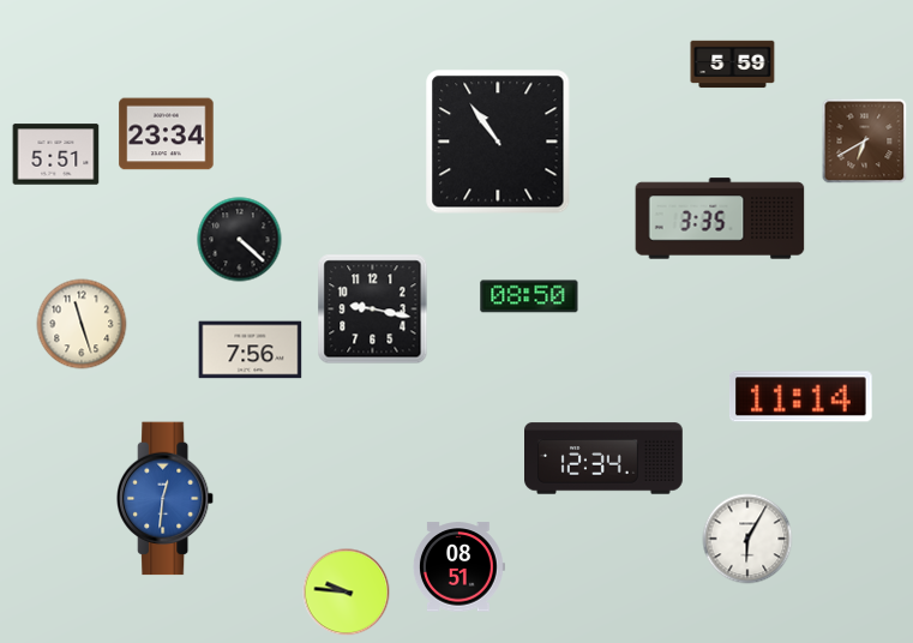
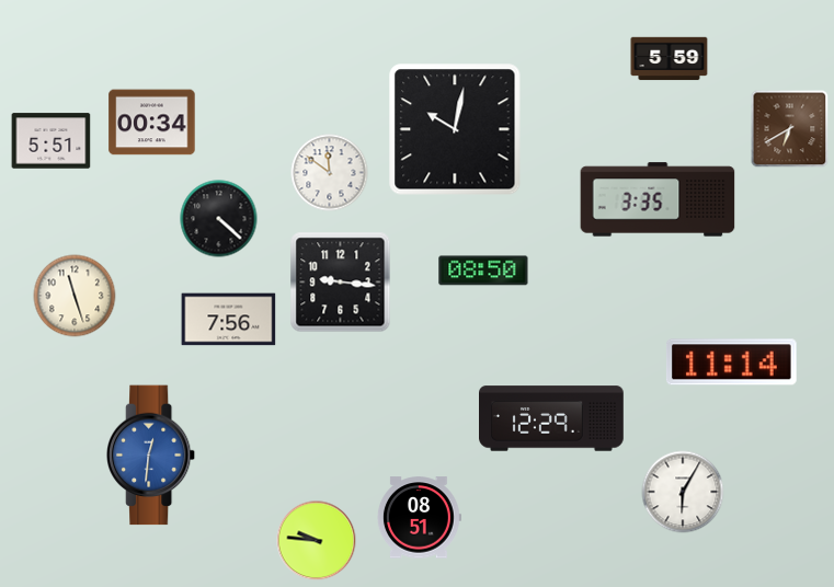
clock at (167, 134): 23:34 -> 00:34
clock at (498, 142): 10:54 -> 10:02
clock at (330, 173): none -> 11:51
clock at (373, 310): 9:17 -> 9:16
clock at (605, 458): 12:34 -> 12:29
